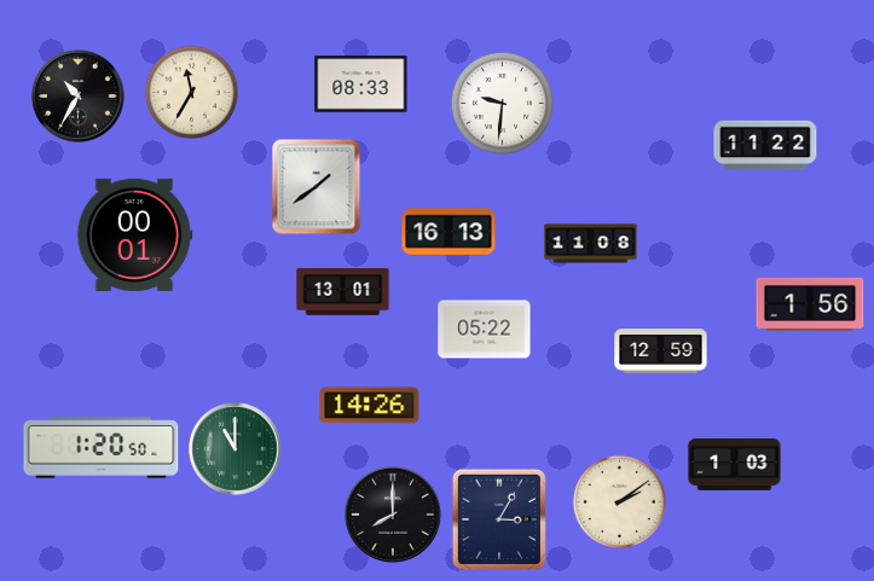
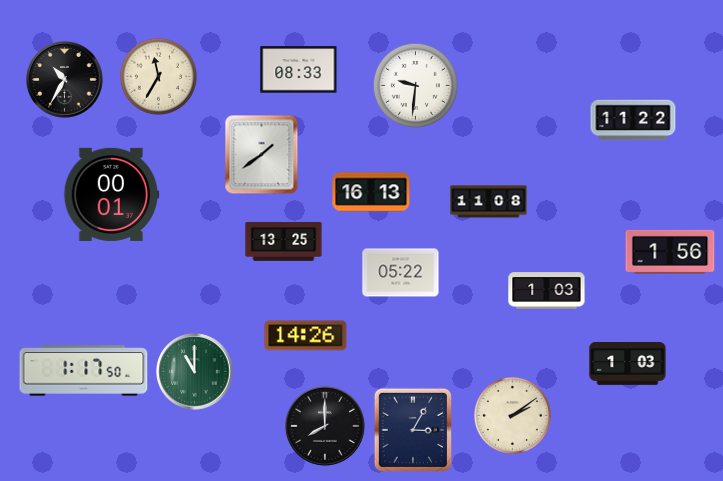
clock at (343, 292): 13:01 -> 13:25
clock at (661, 351): 12:59 -> 1:03
clock at (102, 448): 1:20 -> 1:17
clock at (735, 465) position: (735, 465) -> (628, 364)
